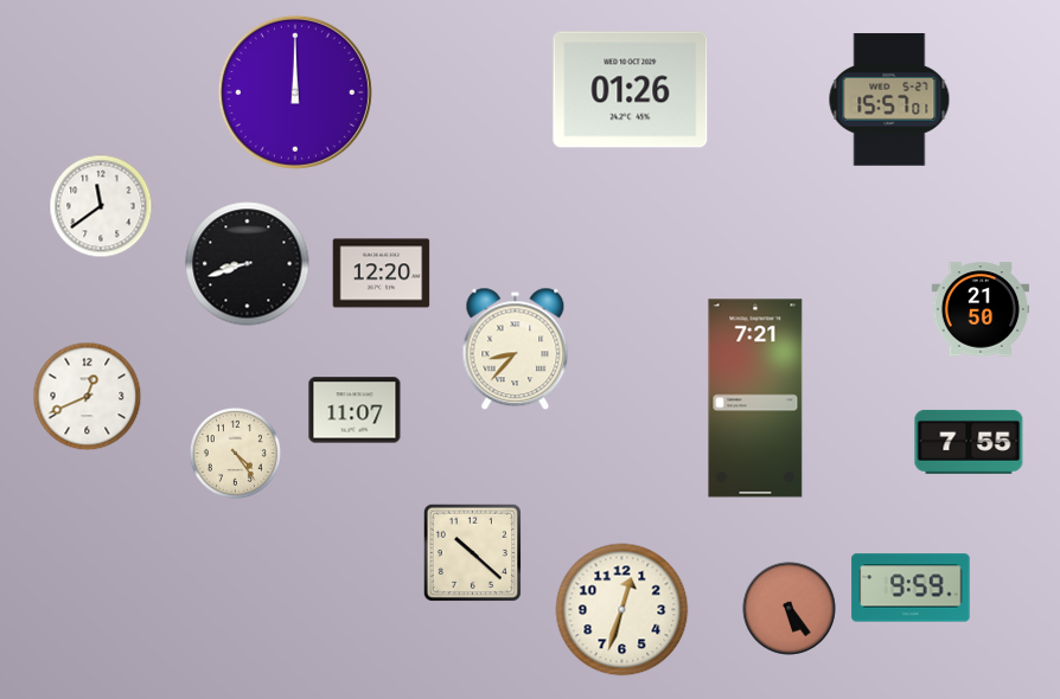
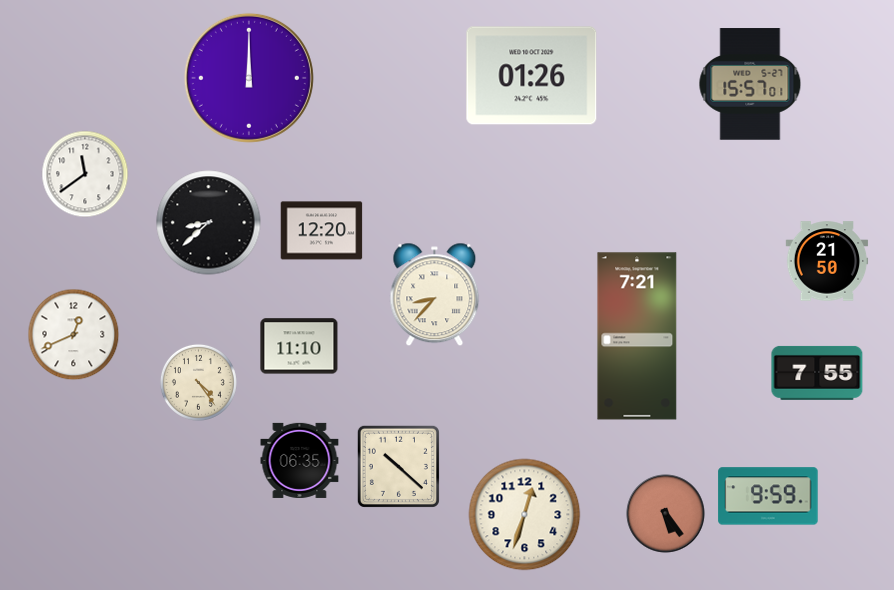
clock at (248, 264): 8:42 -> 8:38
clock at (355, 410): 11:07 -> 11:10
clock at (300, 460): none -> 06:35
